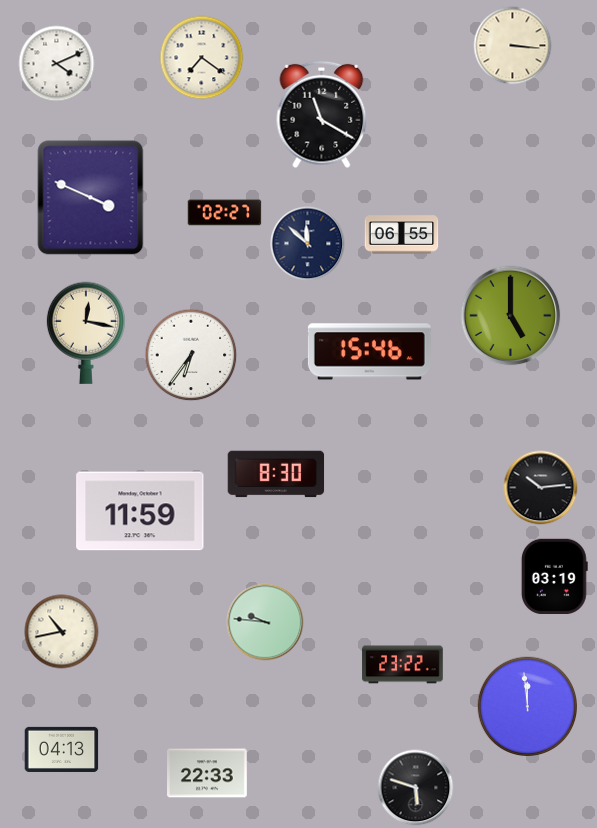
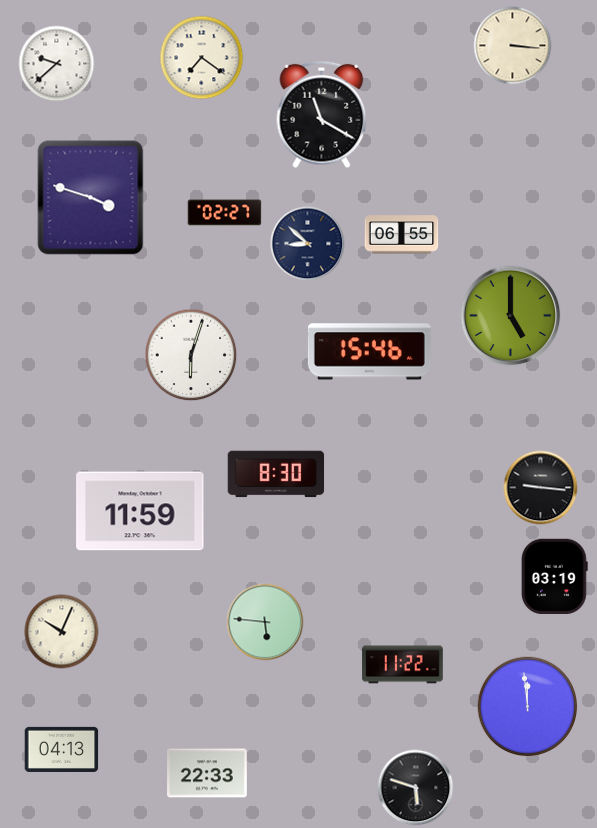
clock at (57, 64): 4:11 -> 9:38
clock at (91, 198): 3:49 -> 3:48
clock at (308, 244): 11:52 -> 8:52
clock at (86, 333): 12:17 -> none
clock at (191, 355): 6:36 -> 6:03
clock at (541, 488): 10:14 -> 9:16
clock at (265, 622): 9:46 -> 5:46
clock at (62, 632): 10:43 -> 10:04
clock at (403, 665): 23:22 -> 11:22
